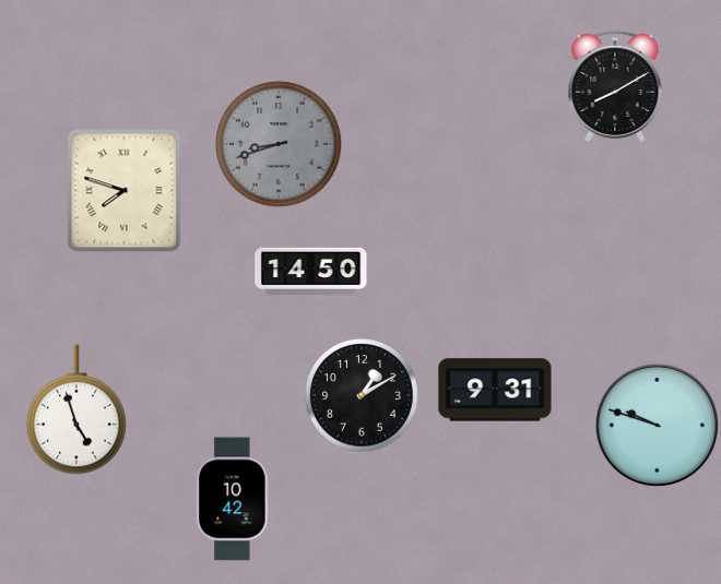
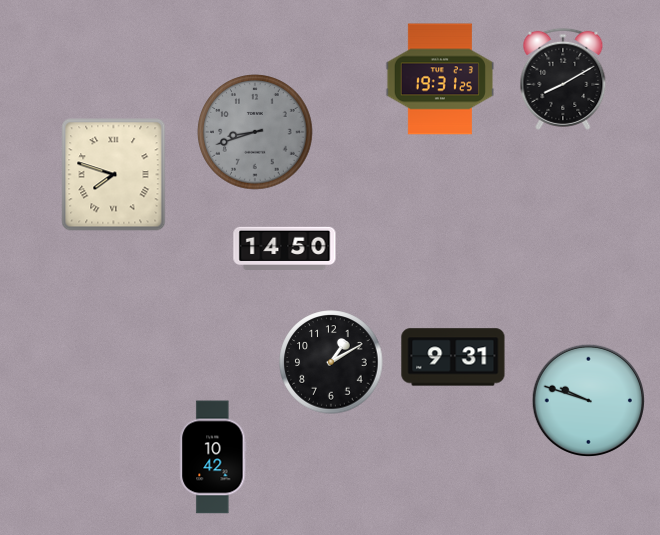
clock at (439, 79): none -> 19:31
clock at (76, 409): 4:57 -> none
clock at (657, 425) position: (657, 425) -> (588, 400)
